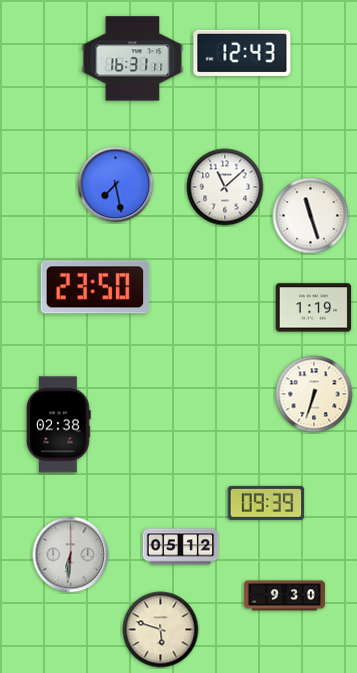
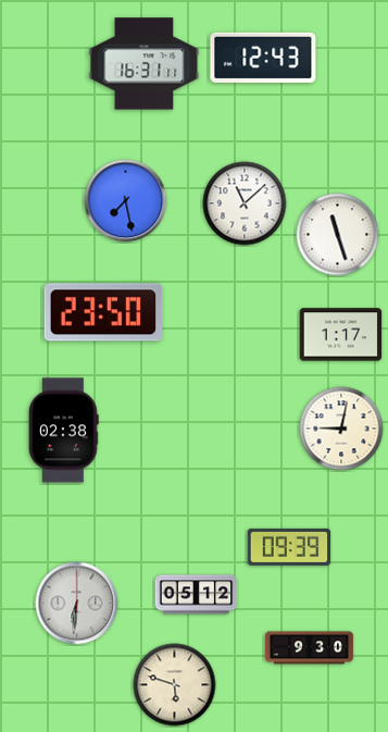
clock at (314, 308): 1:19 -> 1:17
clock at (314, 394): 6:33 -> 9:02
clock at (59, 425) position: (59, 425) -> (64, 431)
